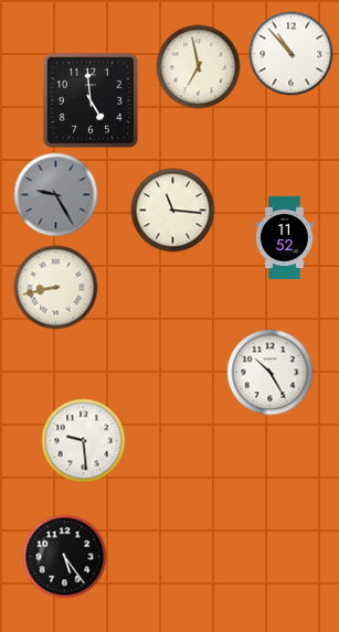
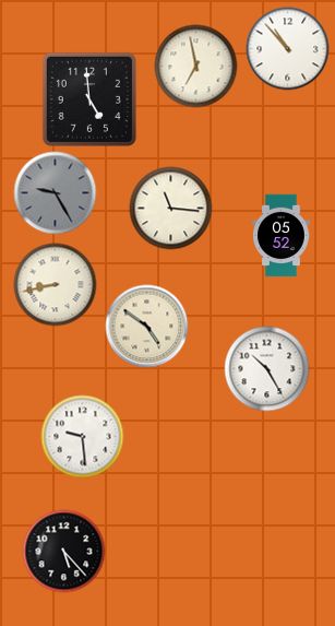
clock at (292, 54) position: (292, 54) -> (288, 49)
clock at (285, 238): 11:52 -> 05:52
clock at (147, 327): none -> 4:51
clock at (65, 557): 5:24 -> 5:23
